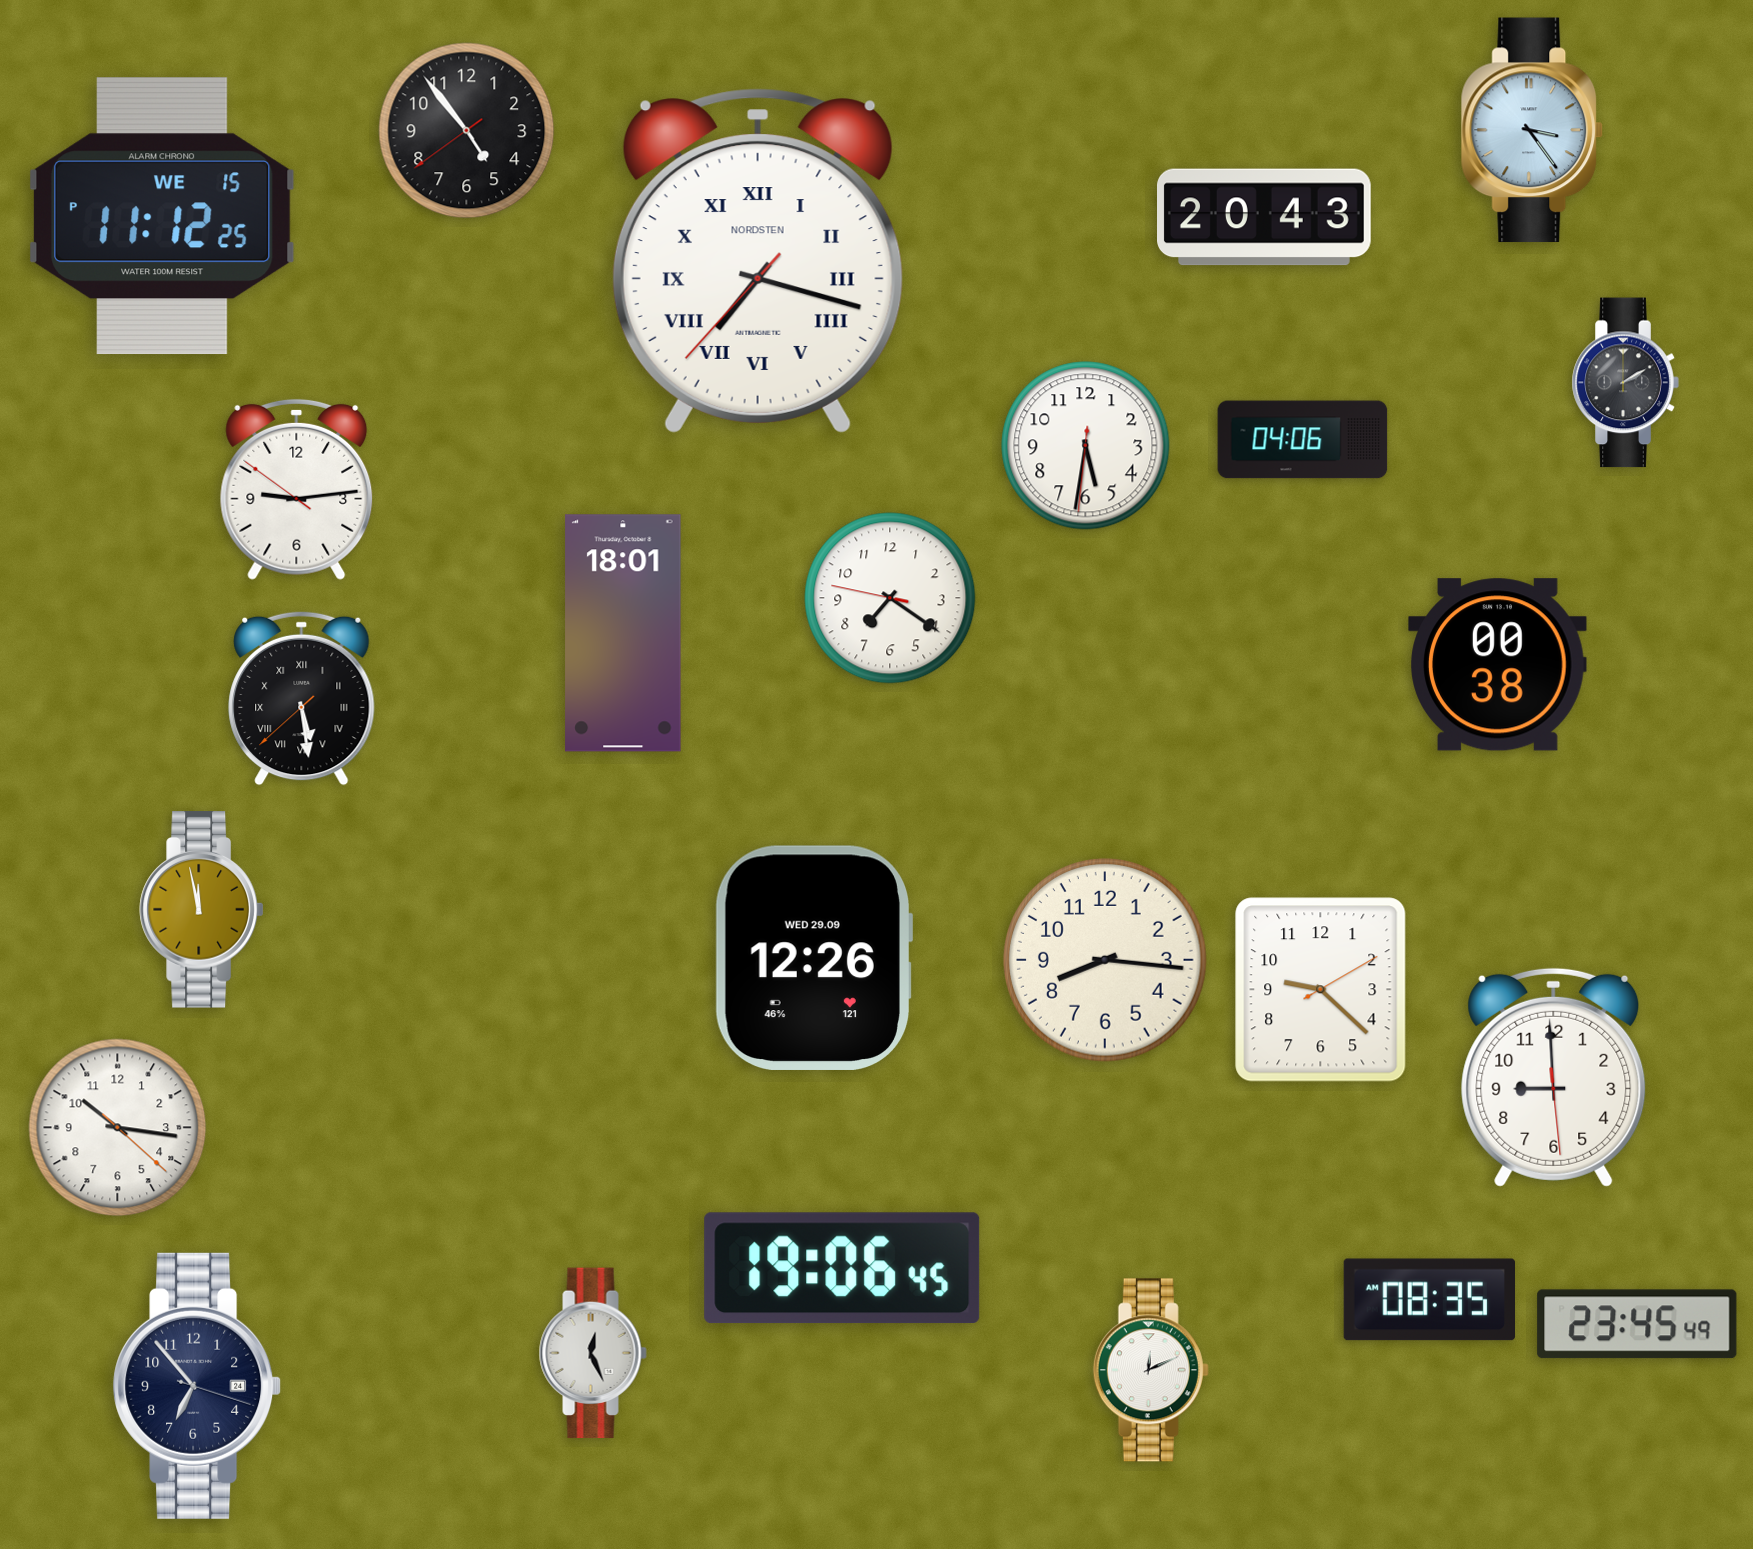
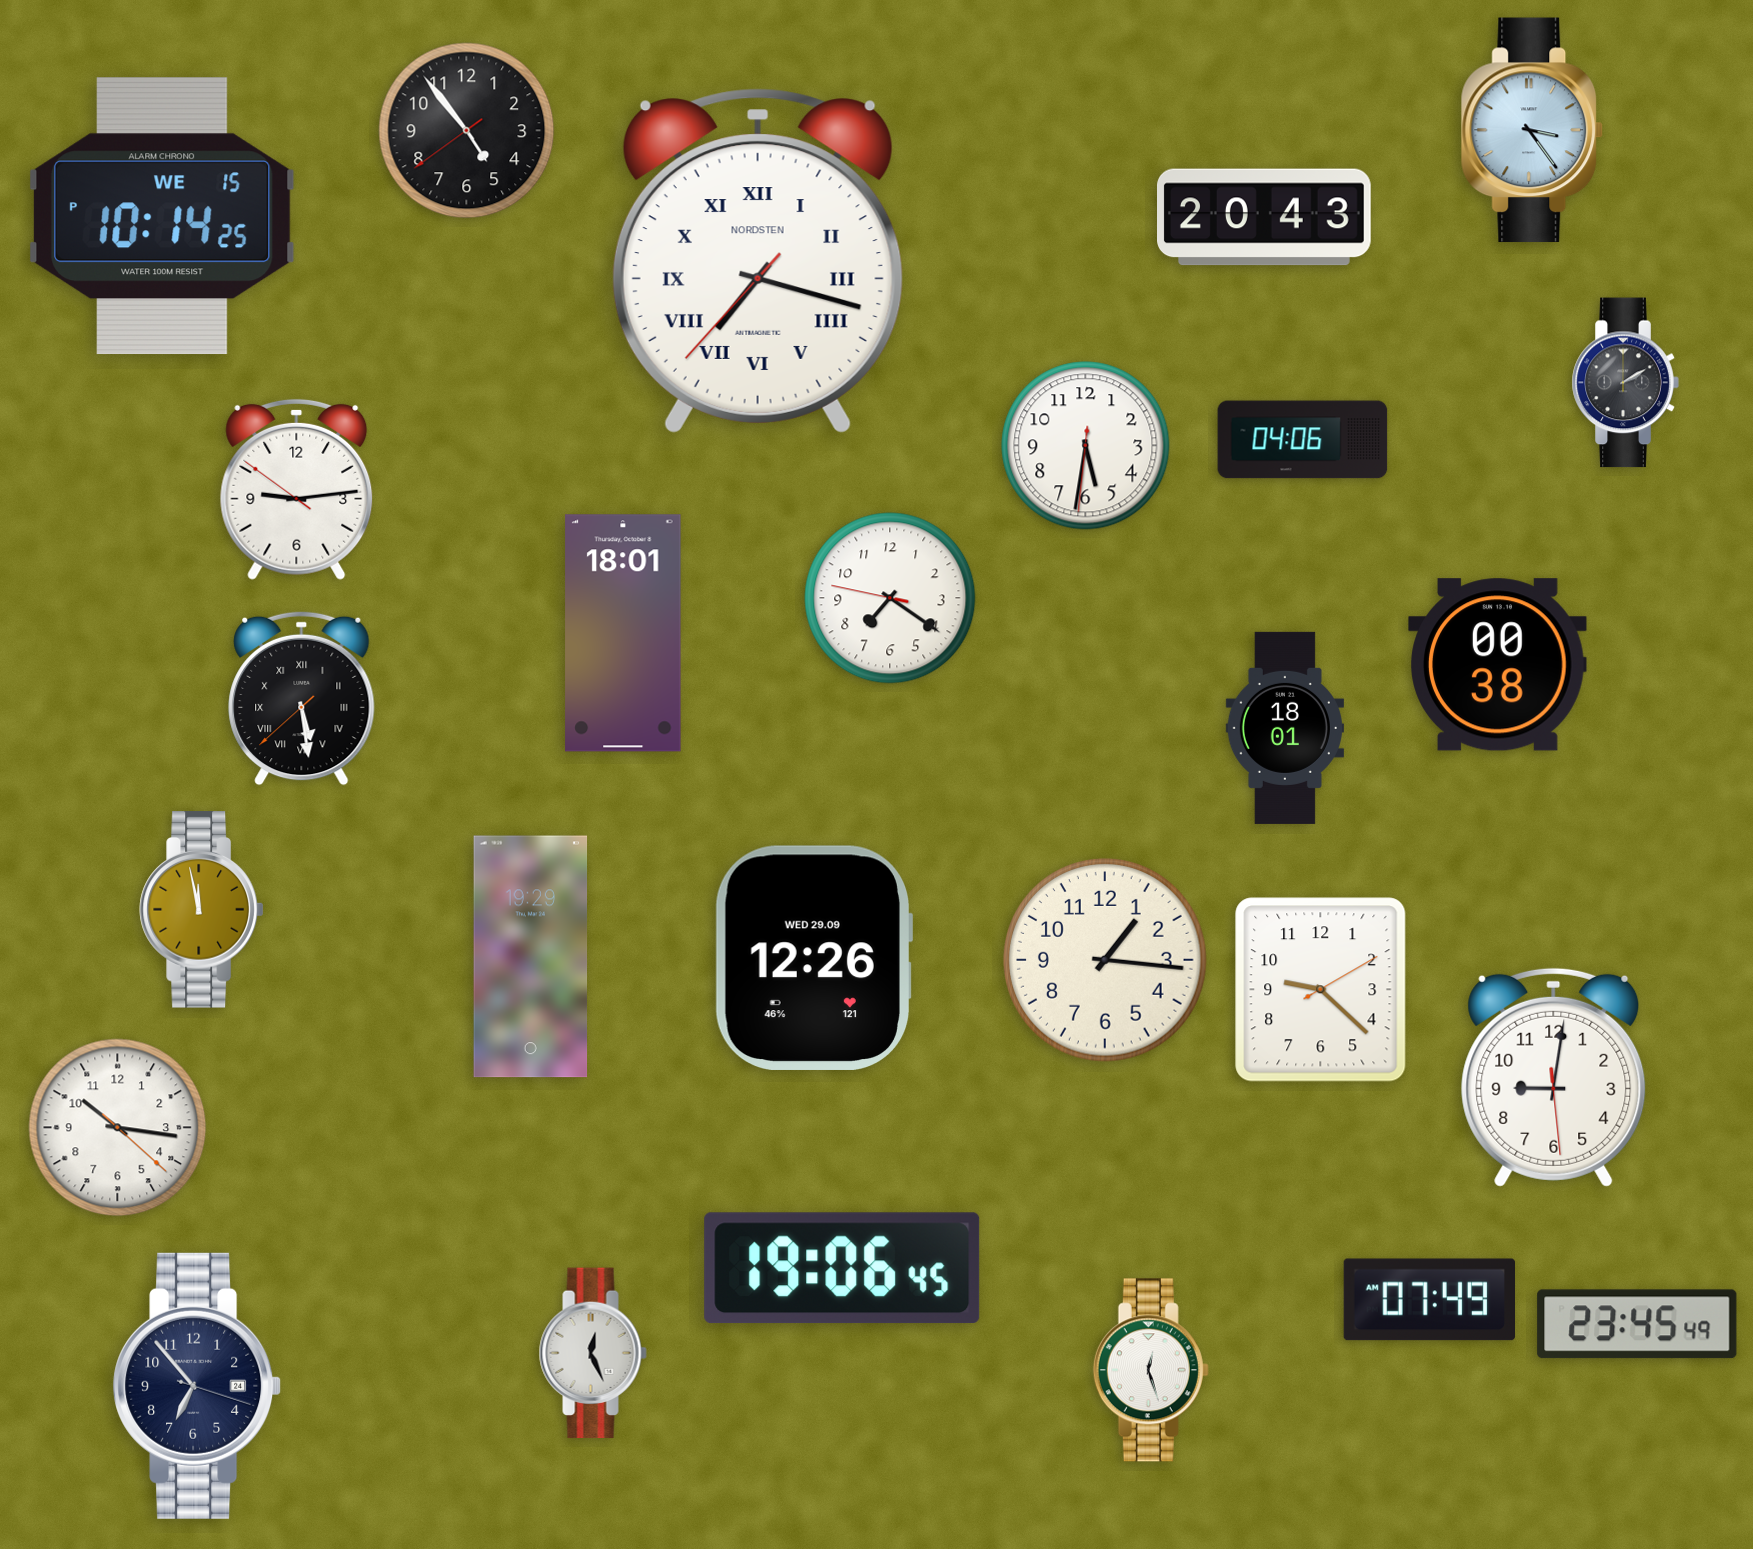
clock at (163, 216): 11:12 -> 10:14
clock at (1285, 728): none -> 18:01
clock at (531, 957): none -> 19:29
clock at (1105, 960): 8:16 -> 1:16
clock at (1554, 1077): 8:59 -> 9:01
clock at (1429, 1300): 08:35 -> 07:49
clock at (1151, 1370): 12:11 -> 12:27
